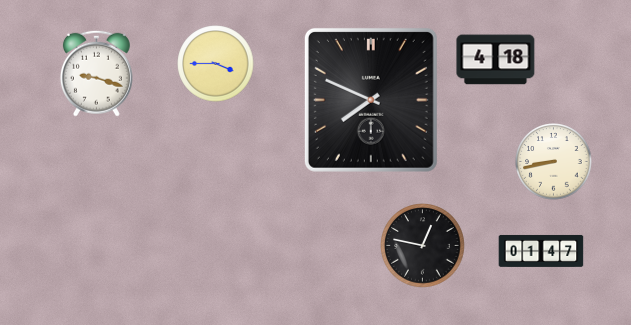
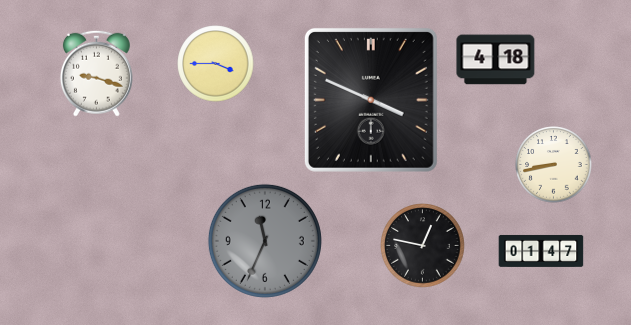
clock at (371, 100): 7:49 -> 3:49
clock at (554, 162) position: (554, 162) -> (554, 165)
clock at (265, 241): none -> 11:34
